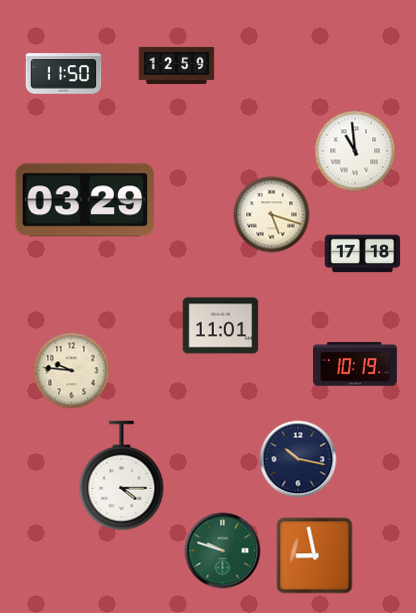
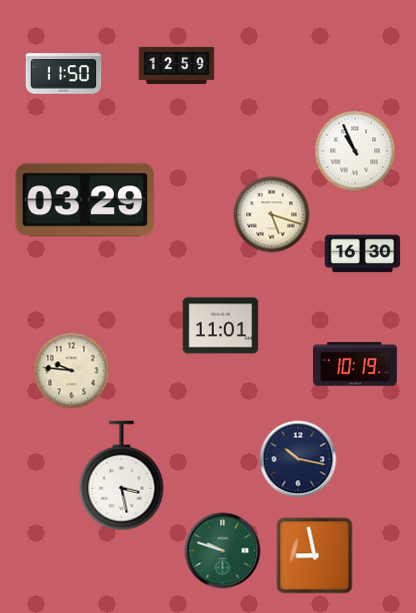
clock at (355, 151): 10:59 -> 10:56
clock at (363, 254): 17:18 -> 16:30
clock at (122, 476): 4:15 -> 3:28
